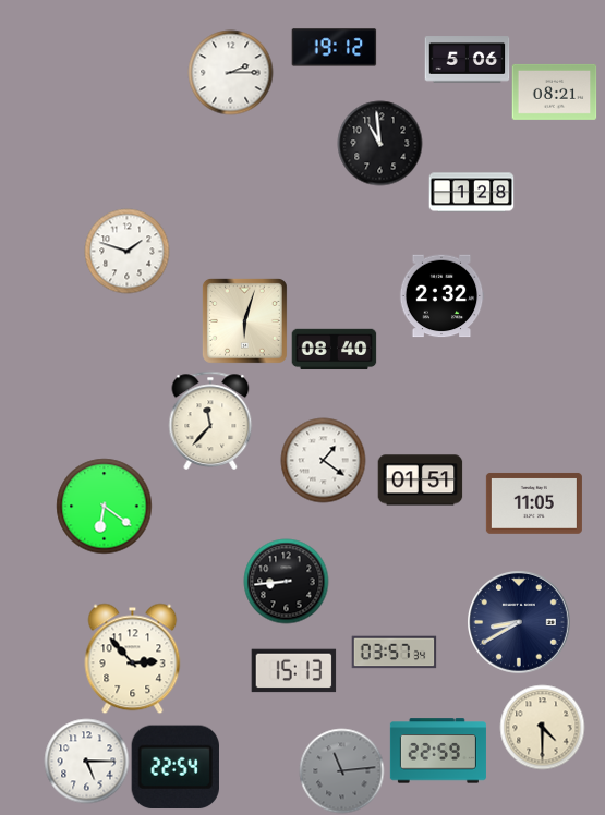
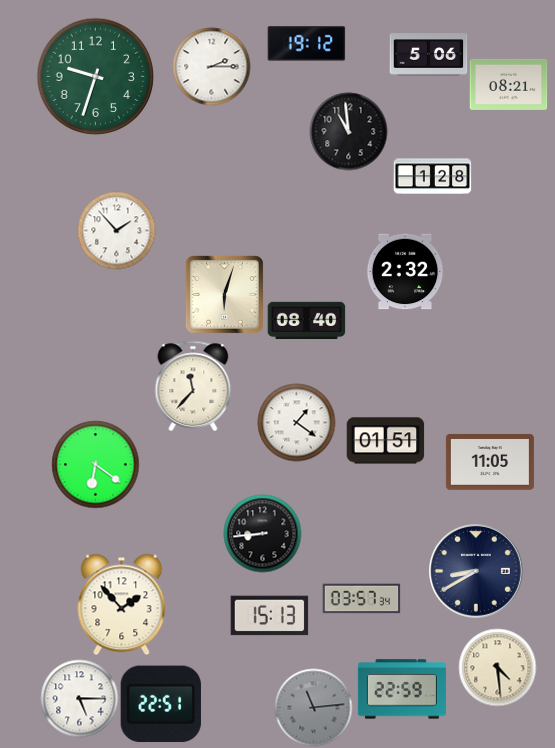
clock at (95, 76): none -> 9:33
clock at (126, 251): 1:48 -> 1:53
clock at (133, 658): 2:53 -> 1:53
clock at (542, 727): 4:30 -> 4:29
clock at (176, 767): 22:54 -> 22:51
